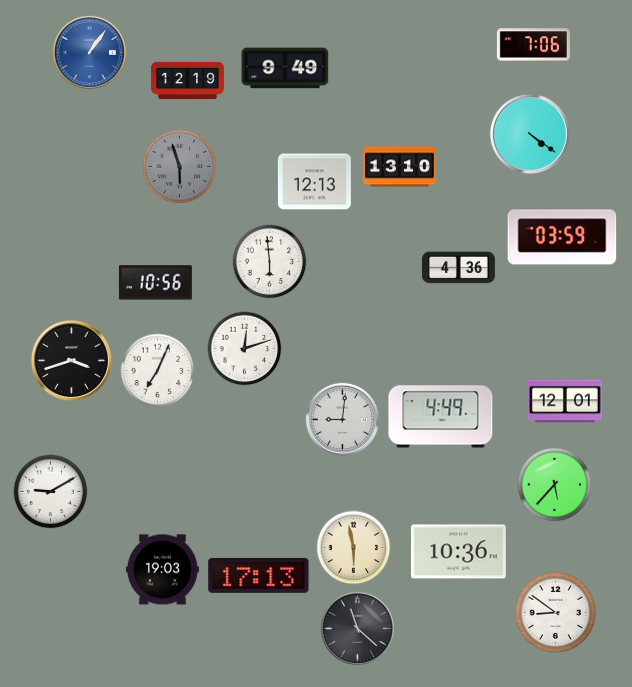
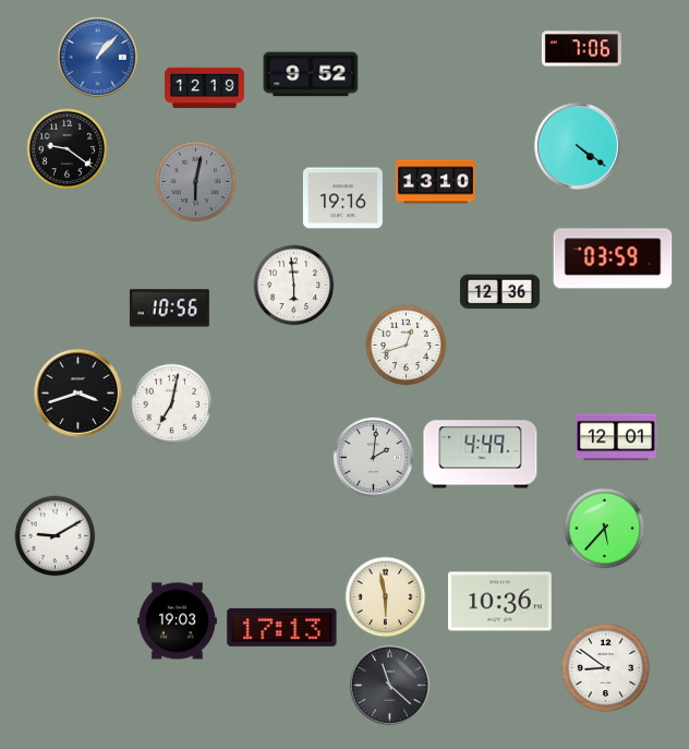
clock at (89, 52): 1:06 -> 1:07
clock at (285, 68): 9:49 -> 9:52
clock at (68, 149): none -> 9:21
clock at (180, 167): 5:57 -> 6:02
clock at (314, 182): 12:13 -> 19:16
clock at (458, 268): 4:36 -> 12:36
clock at (407, 346): none -> 12:42
clock at (245, 349): 12:12 -> none
clock at (158, 371): 7:04 -> 7:02
clock at (342, 419): 9:01 -> 2:01
